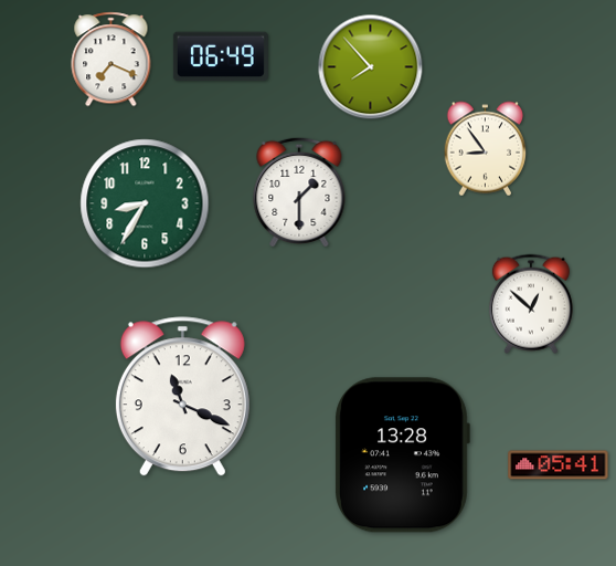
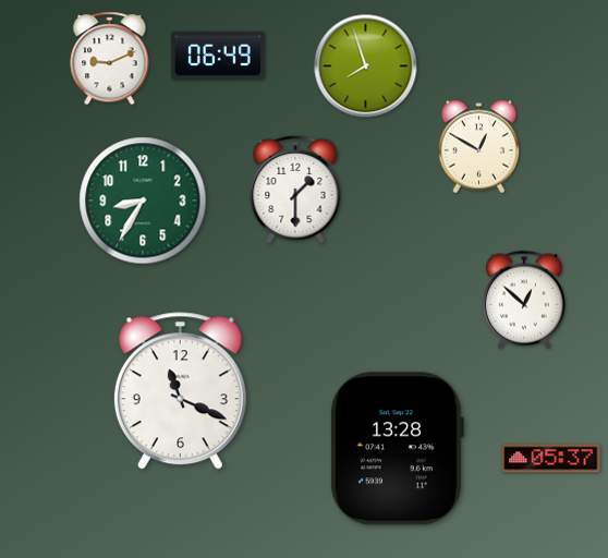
clock at (111, 60): 7:19 -> 9:11
clock at (371, 67): 7:53 -> 7:57
clock at (486, 149): 8:54 -> 12:50
clock at (559, 465): 05:41 -> 05:37
